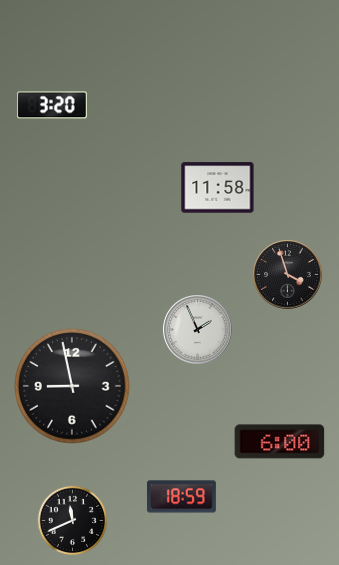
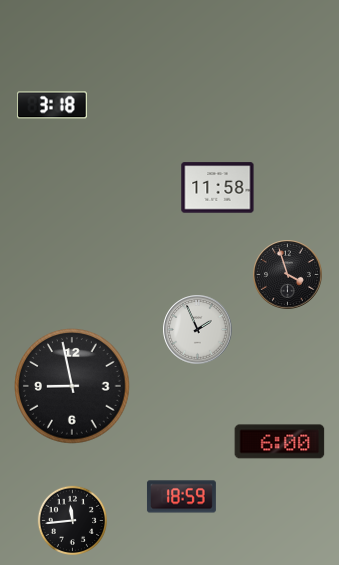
clock at (52, 105): 3:20 -> 3:18
clock at (72, 520): 11:41 -> 11:44
